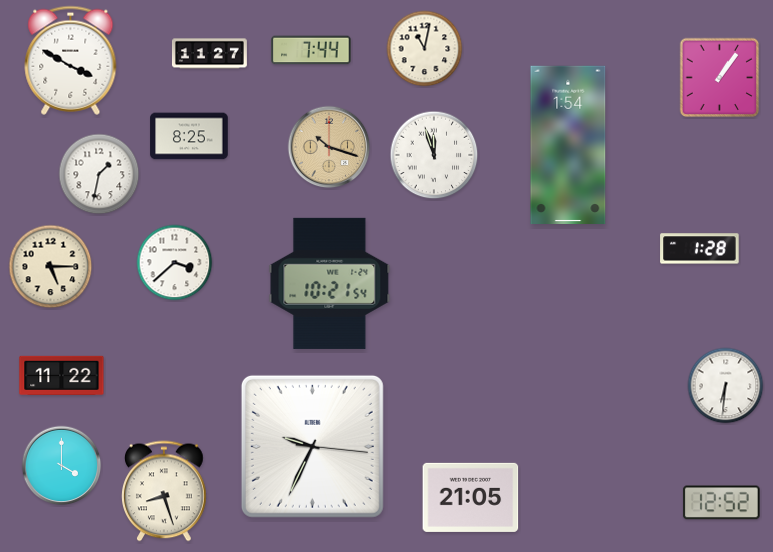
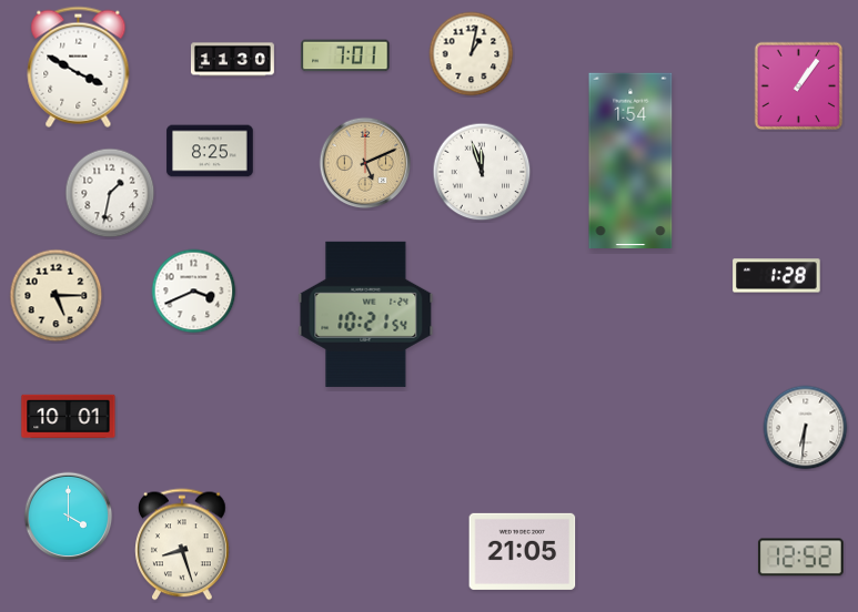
clock at (425, 49): 11:02 -> 1:02
clock at (311, 50): 7:44 -> 7:01
clock at (209, 54): 11:27 -> 11:30
clock at (329, 147): 10:18 -> 5:11
clock at (175, 263): 3:38 -> 3:41
clock at (62, 375): 11:22 -> 10:01
clock at (312, 446): 9:34 -> none
